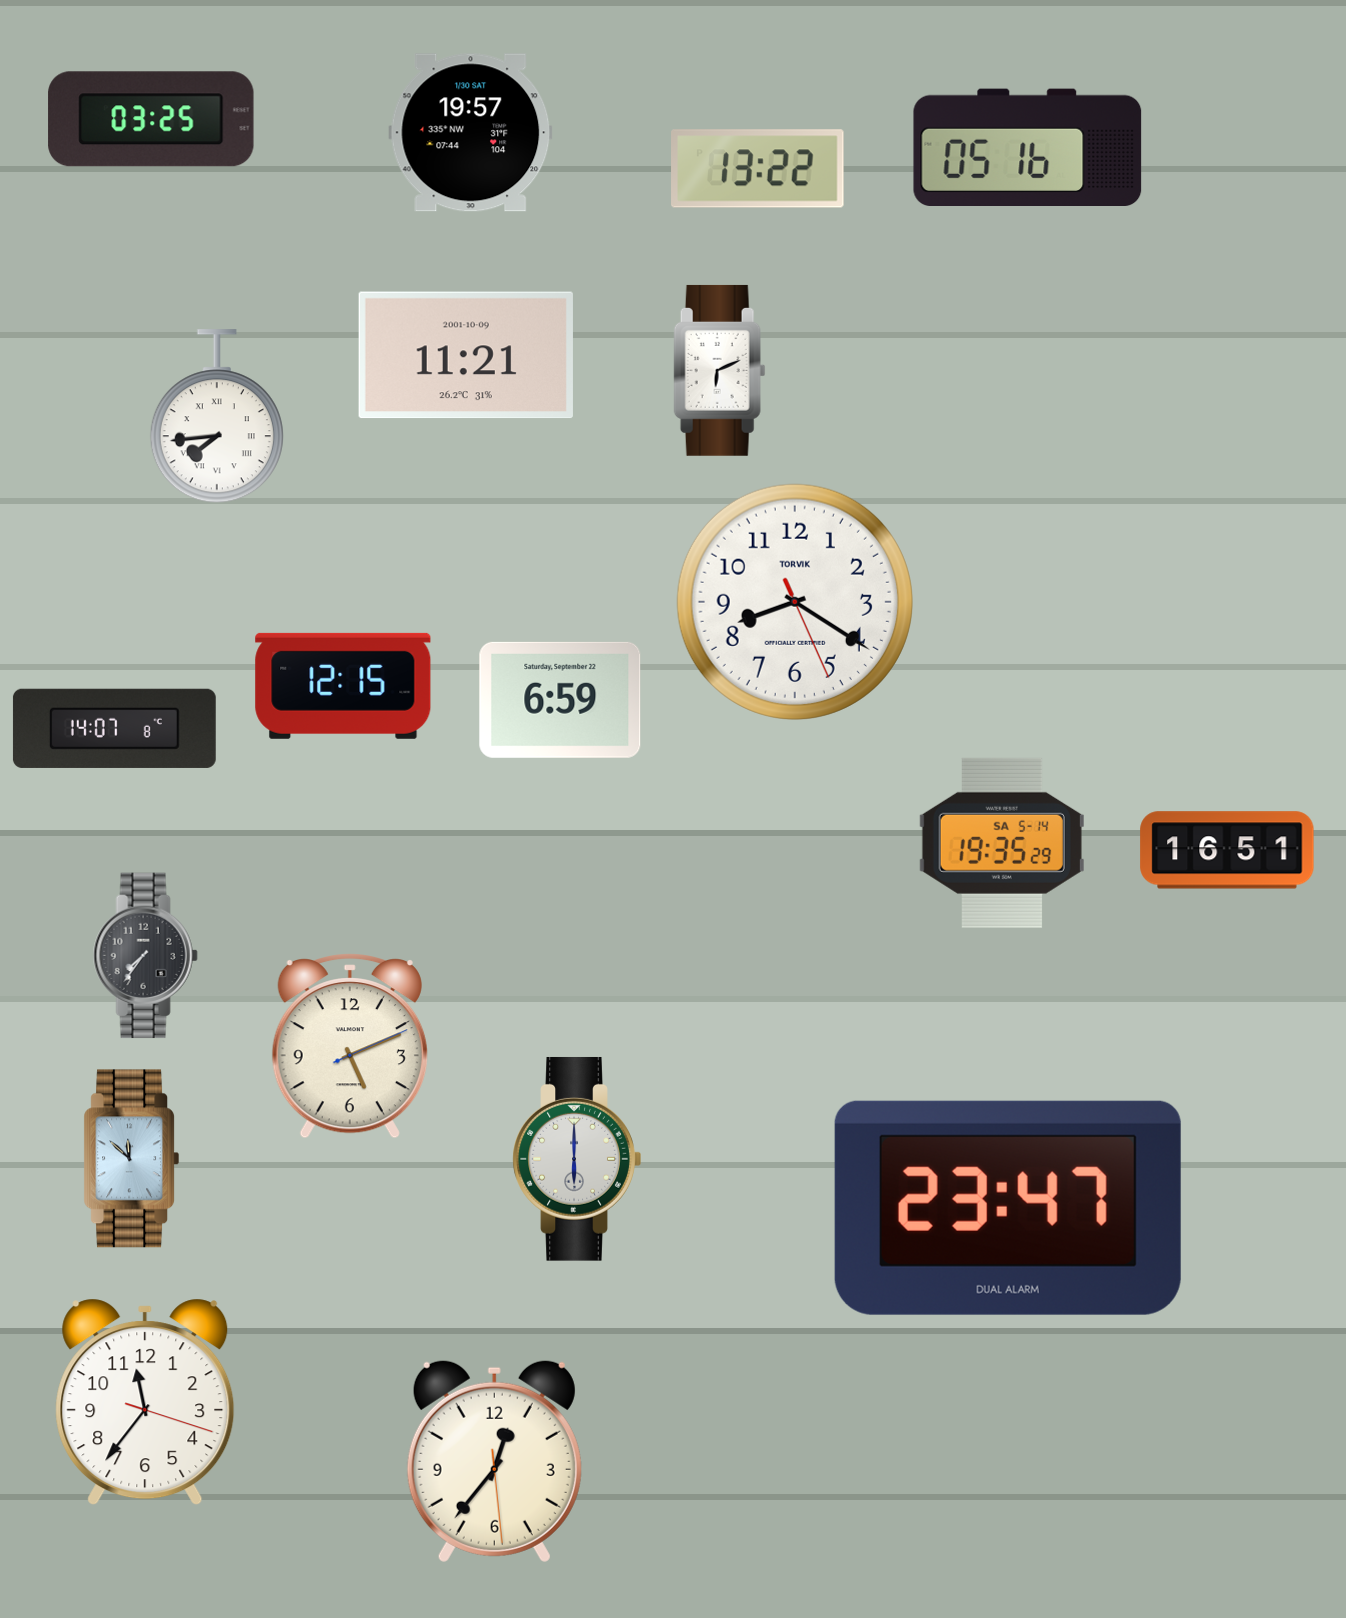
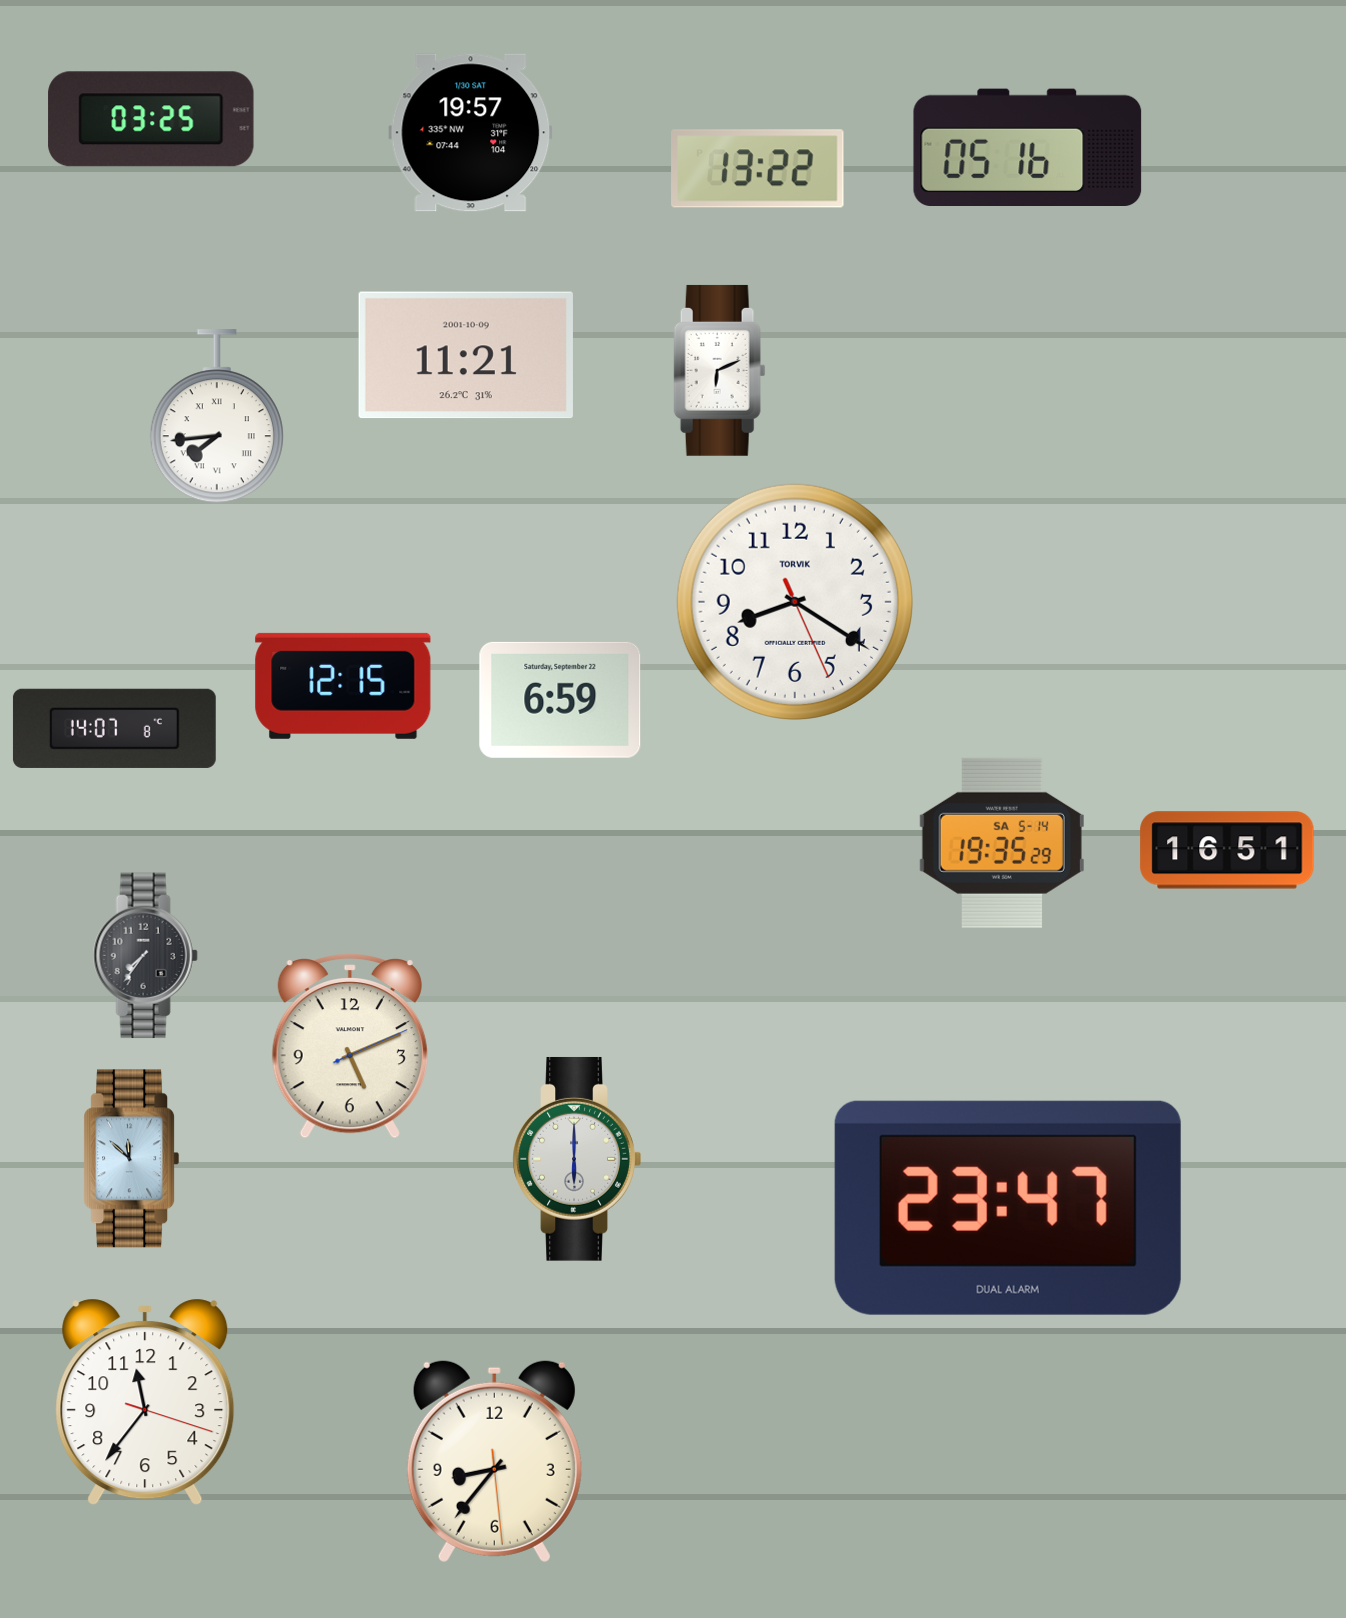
clock at (494, 1461): 12:36 -> 8:36
